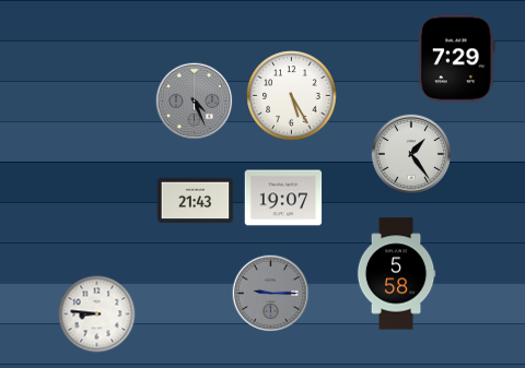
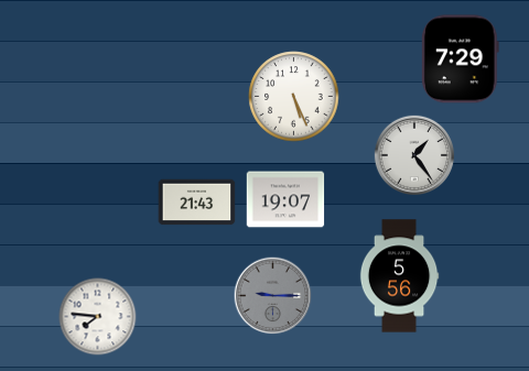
clock at (292, 96): 5:25 -> 5:26
clock at (195, 102): 4:26 -> none
clock at (396, 274): 5:58 -> 5:56
clock at (97, 314): 8:46 -> 7:46
